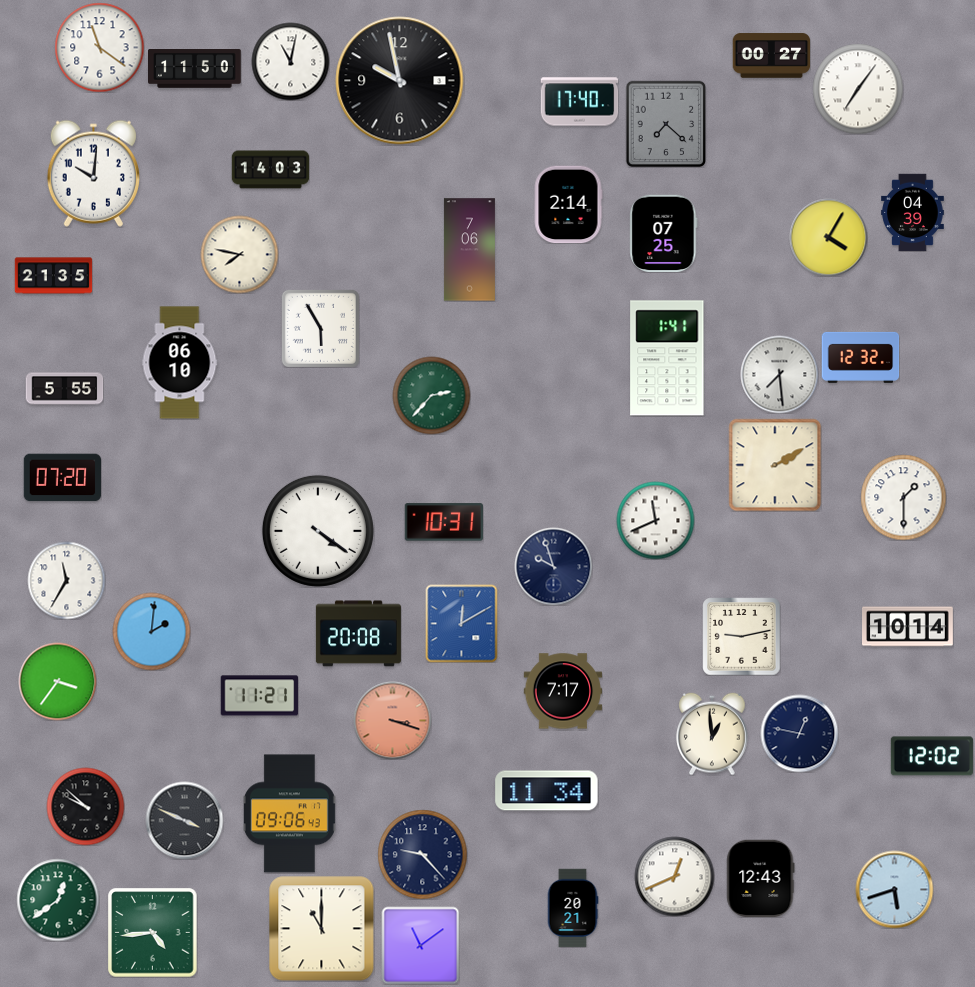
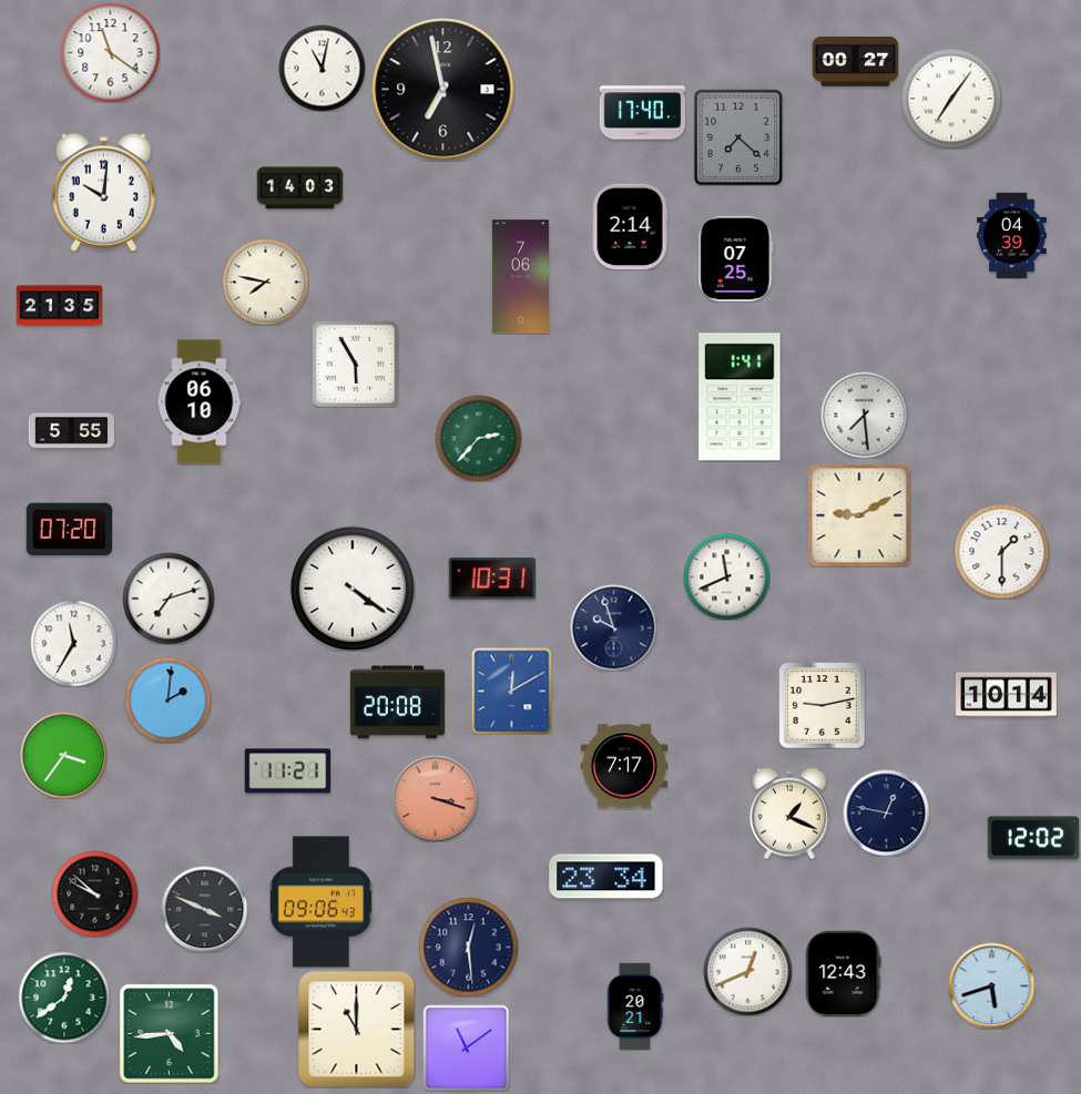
clock at (195, 69): 11:50 -> none
clock at (400, 81): 9:58 -> 6:58
clock at (828, 237): 4:05 -> none
clock at (860, 357): 12:32 -> none
clock at (775, 465): 2:10 -> 9:10
clock at (169, 599): none -> 7:12
clock at (712, 734): 12:59 -> 1:19
clock at (547, 791): 11:34 -> 23:34
clock at (422, 854): 9:23 -> 12:29
